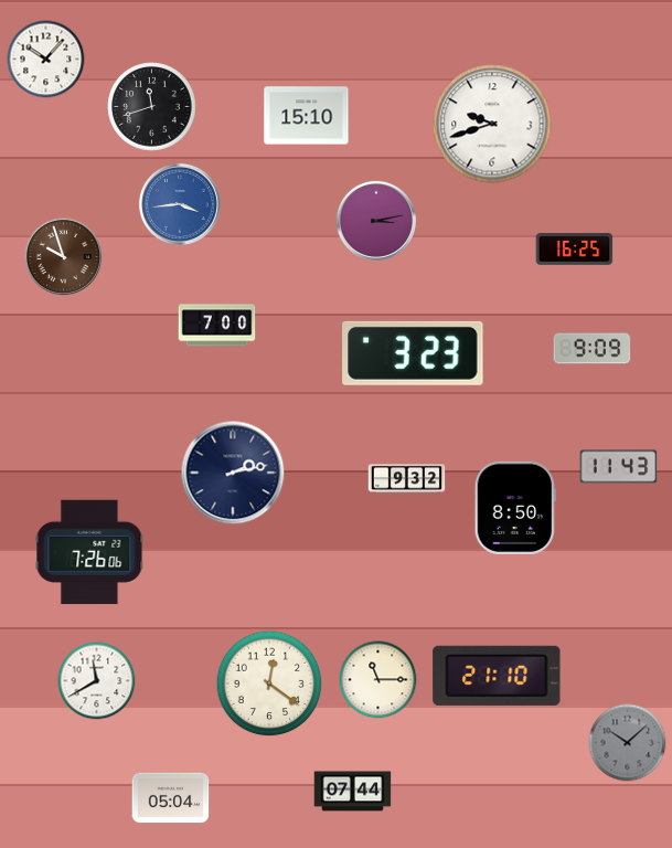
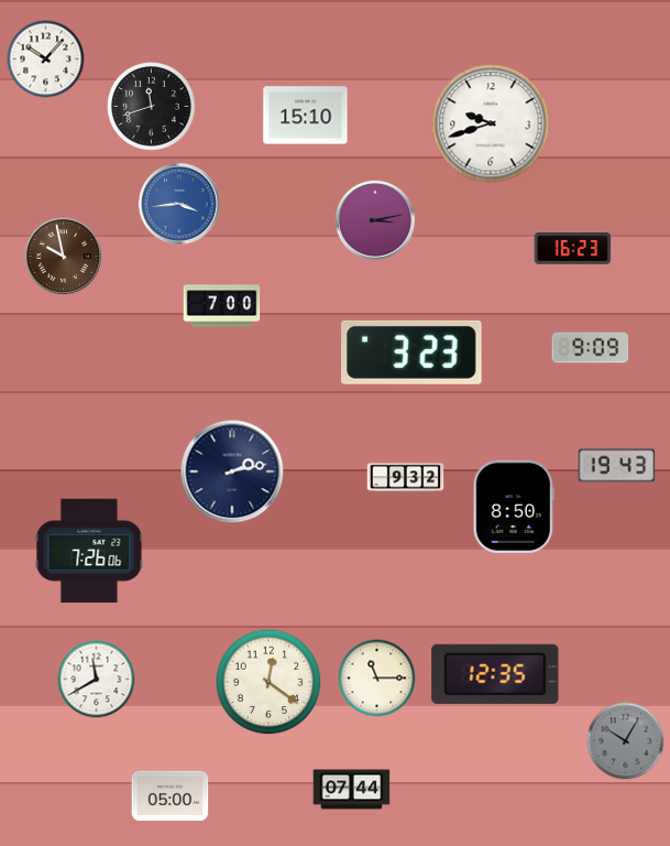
clock at (575, 250): 16:25 -> 16:23
clock at (64, 257): 9:57 -> 9:58
clock at (217, 326) position: (217, 326) -> (222, 306)
clock at (619, 467): 11:43 -> 19:43
clock at (497, 676): 21:10 -> 12:35
clock at (628, 743): 10:08 -> 10:05
clock at (171, 798): 05:04 -> 05:00
